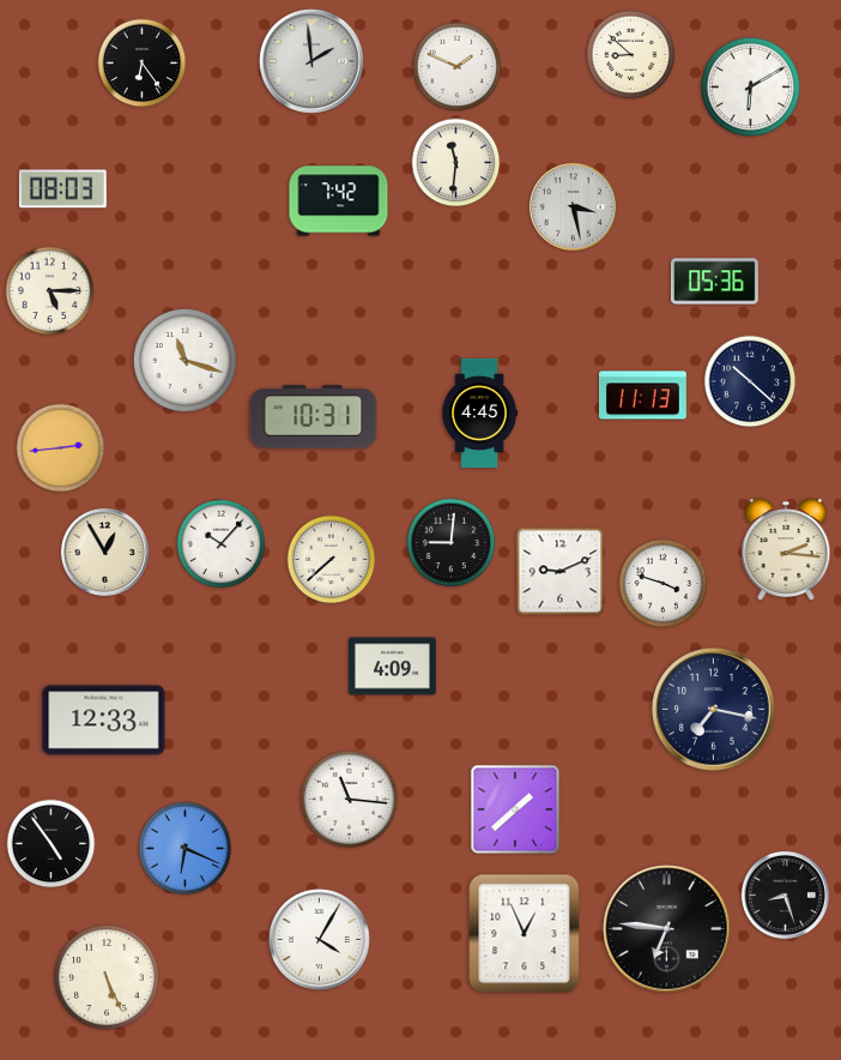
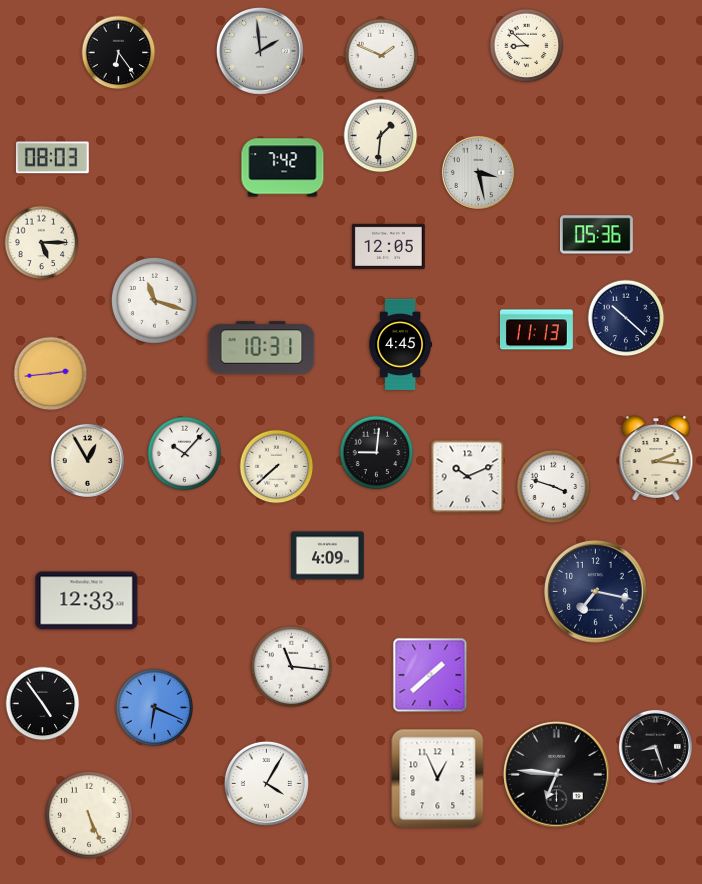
clock at (750, 86): 6:10 -> none
clock at (456, 163): 11:31 -> 1:31
clock at (388, 246): none -> 12:05
clock at (561, 572): 9:11 -> 10:11
